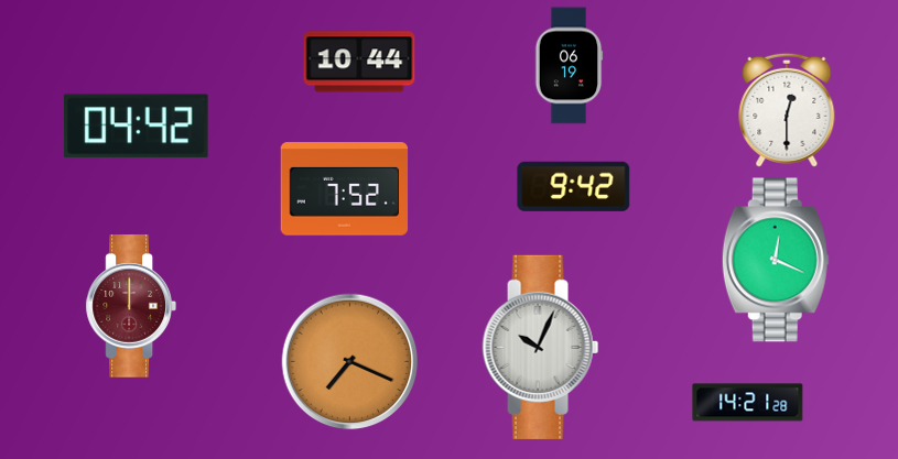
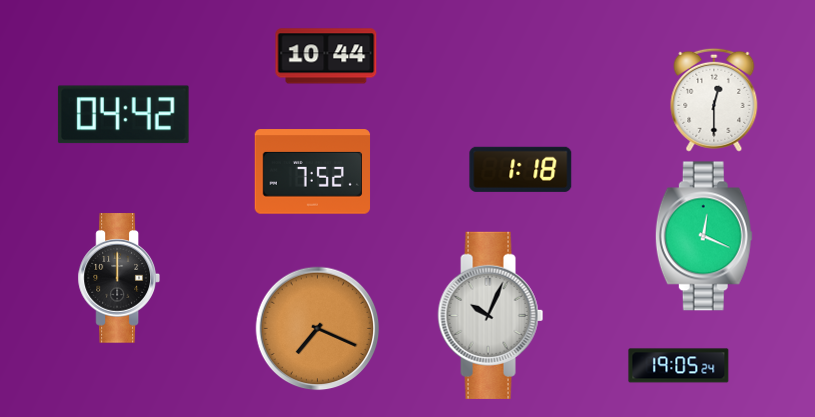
clock at (569, 66): 06:19 -> none
clock at (574, 186): 9:42 -> 1:18
clock at (130, 306) dial: burgundy -> black
clock at (748, 403): 14:21 -> 19:05
